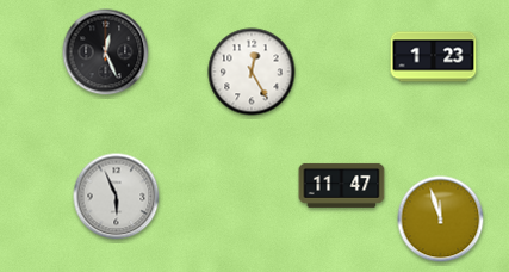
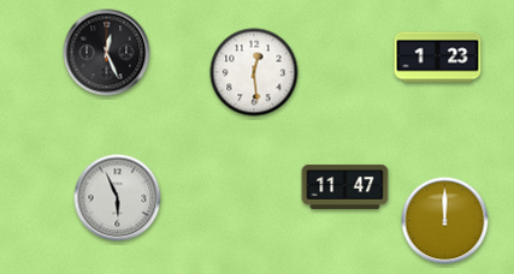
clock at (252, 72): 12:25 -> 12:29
clock at (441, 220): 11:57 -> 12:00
